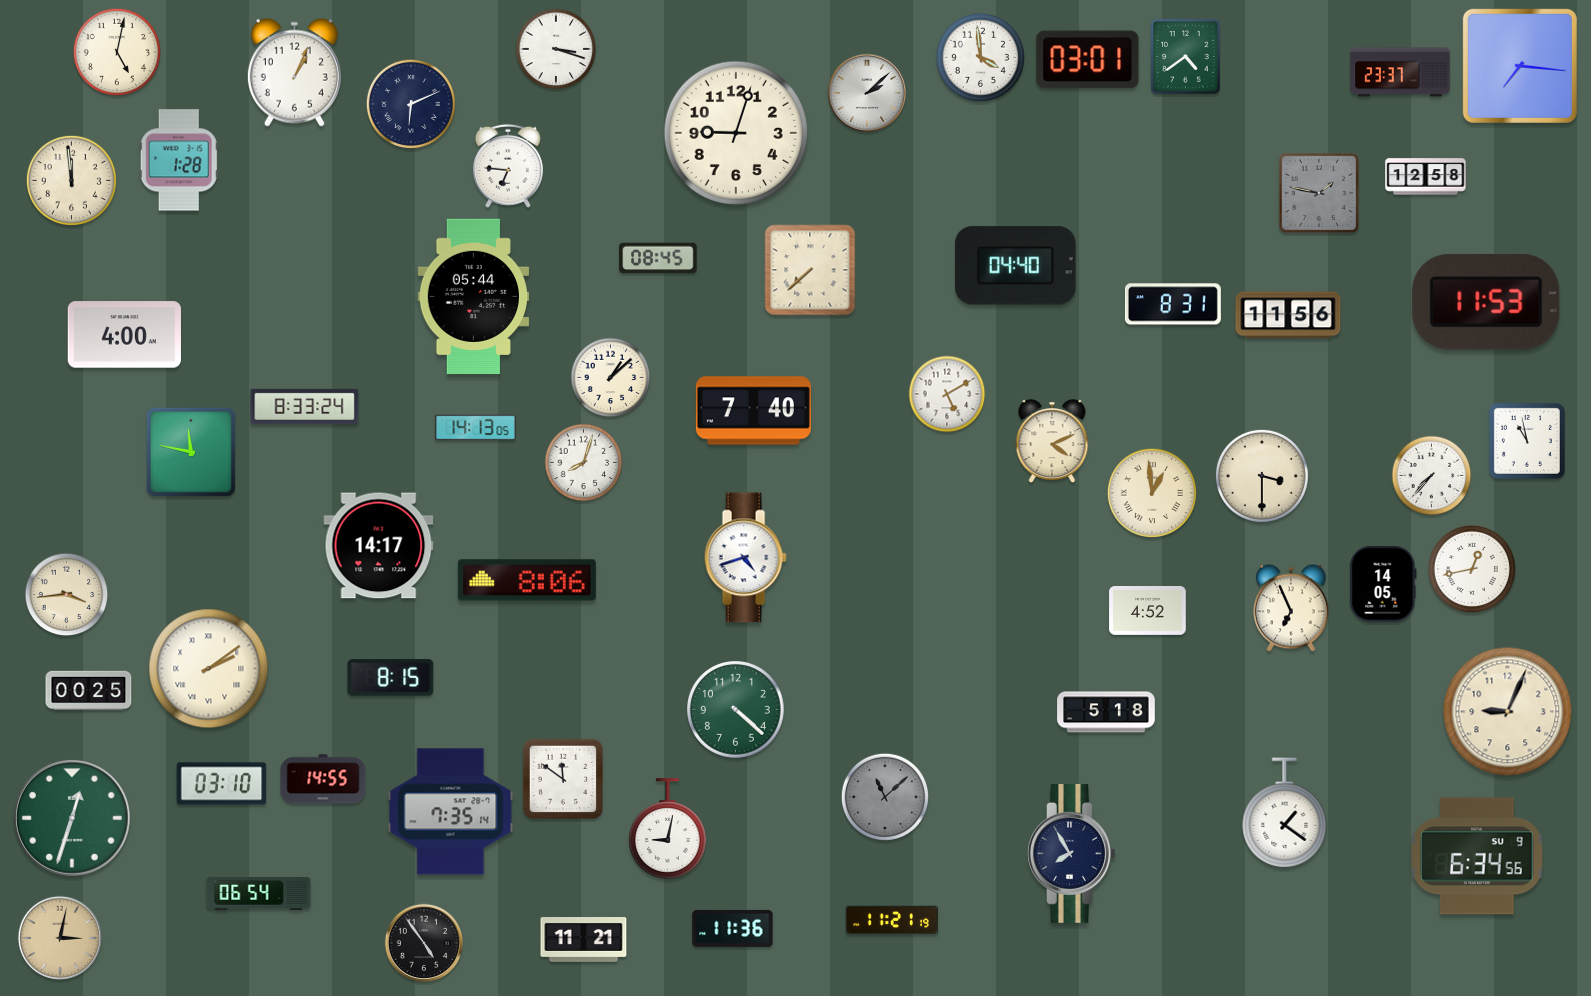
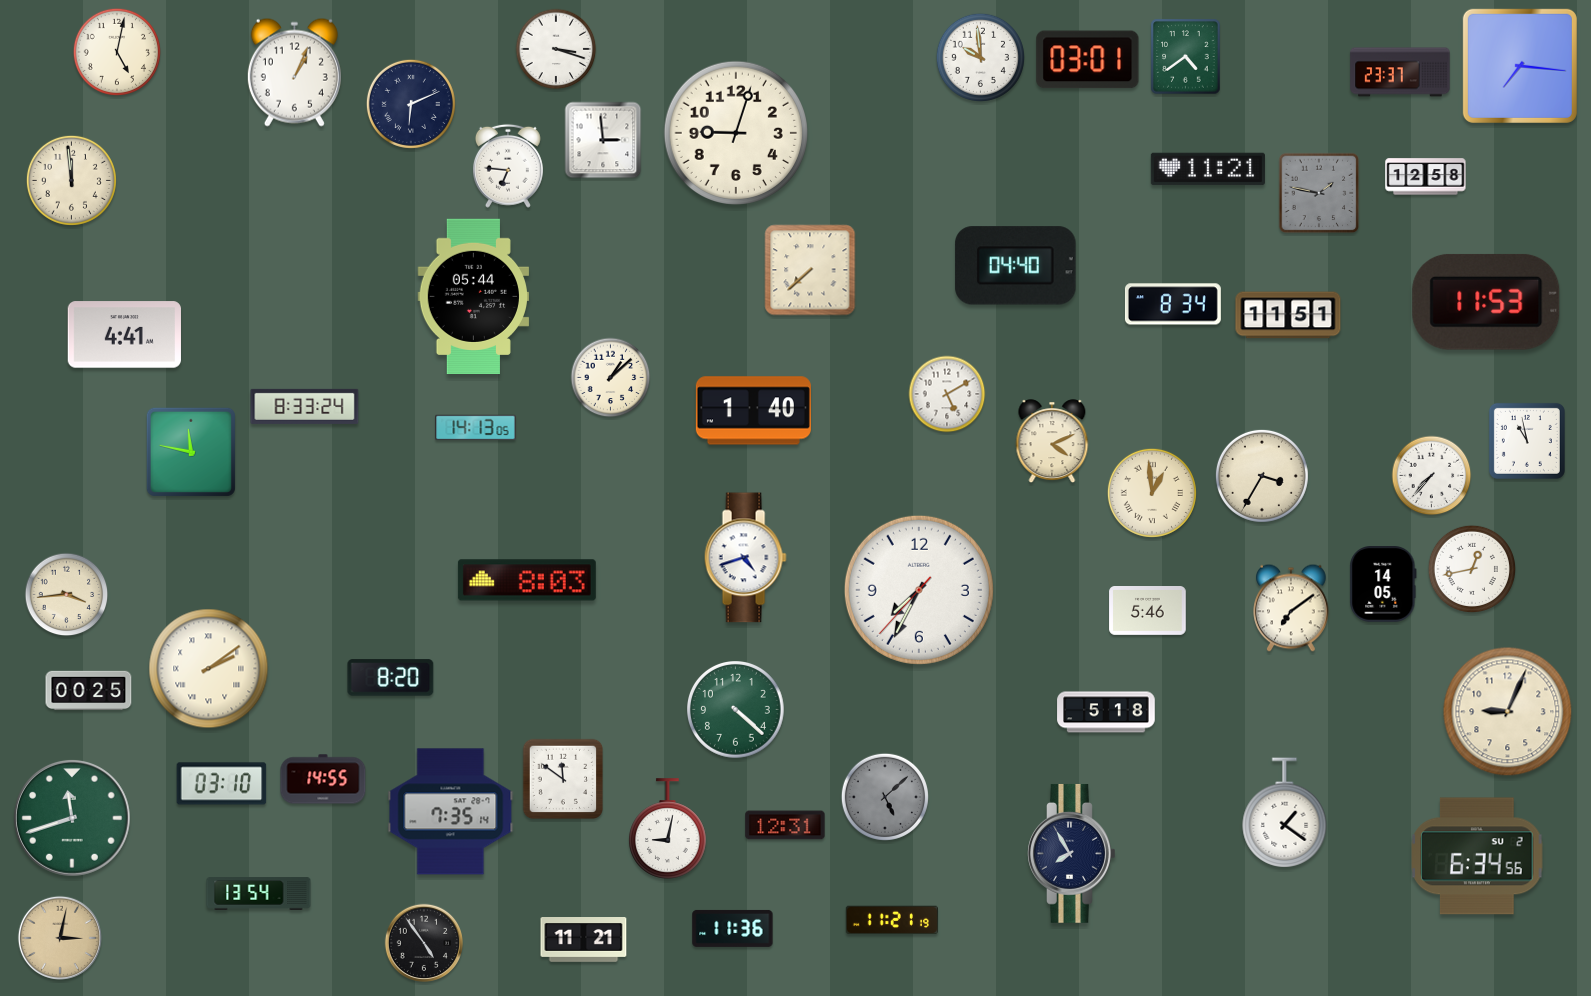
clock at (980, 57): 3:59 -> 9:59
clock at (866, 92): 2:08 -> none
clock at (603, 140): none -> 2:59
clock at (179, 160): 1:28 -> none
clock at (1208, 169): none -> 11:21
clock at (658, 258): 08:45 -> none
clock at (1173, 304): 8:31 -> 8:34
clock at (1288, 315): 11:56 -> 11:51
clock at (124, 335): 4:00 -> 4:41
clock at (753, 411): 7:40 -> 1:40
clock at (584, 463): 8:03 -> none
clock at (1262, 476): 3:30 -> 3:35
clock at (379, 546): 14:17 -> none
clock at (527, 580): 8:06 -> 8:03
clock at (919, 590): none -> 7:34
clock at (1291, 608): 6:56 -> 7:09
clock at (1148, 611): 4:52 -> 5:46
clock at (391, 678): 8:15 -> 8:20
clock at (885, 797): 11:08 -> 5:08
clock at (72, 818): 12:33 -> 11:42
clock at (785, 825): none -> 12:31
clock at (1477, 856) date: SU 9 -> SU 2
clock at (259, 894): 06:54 -> 13:54
